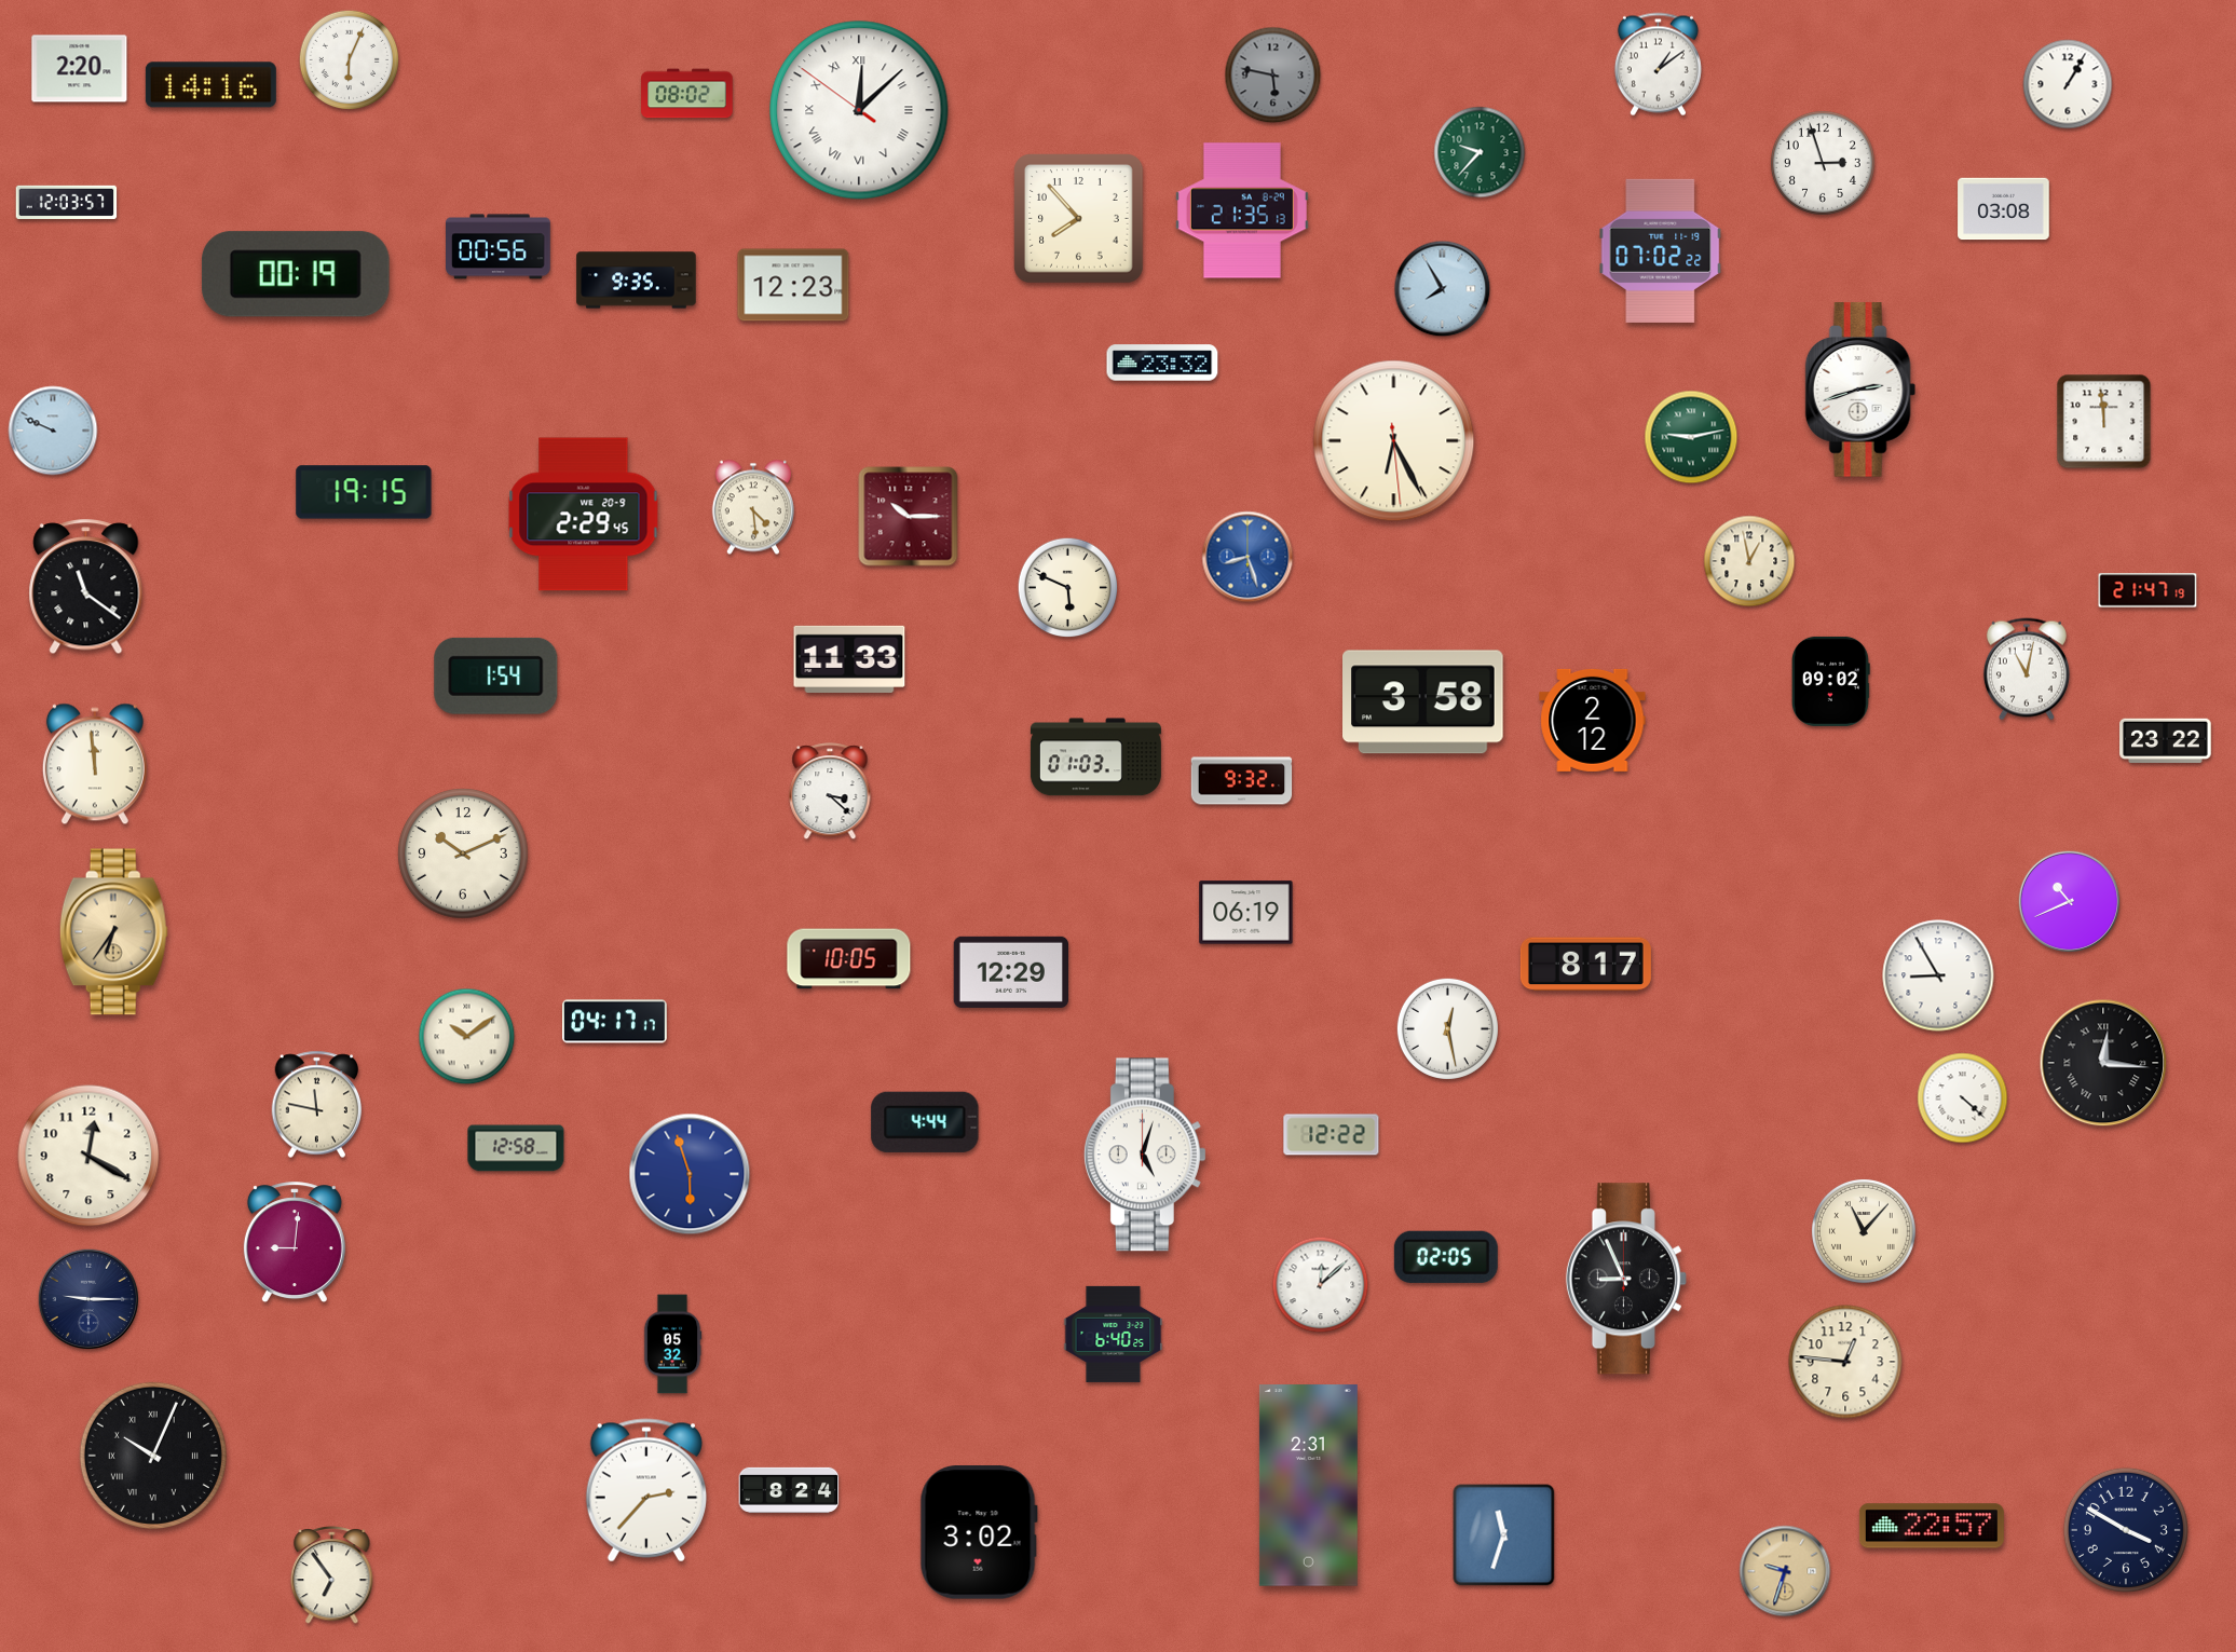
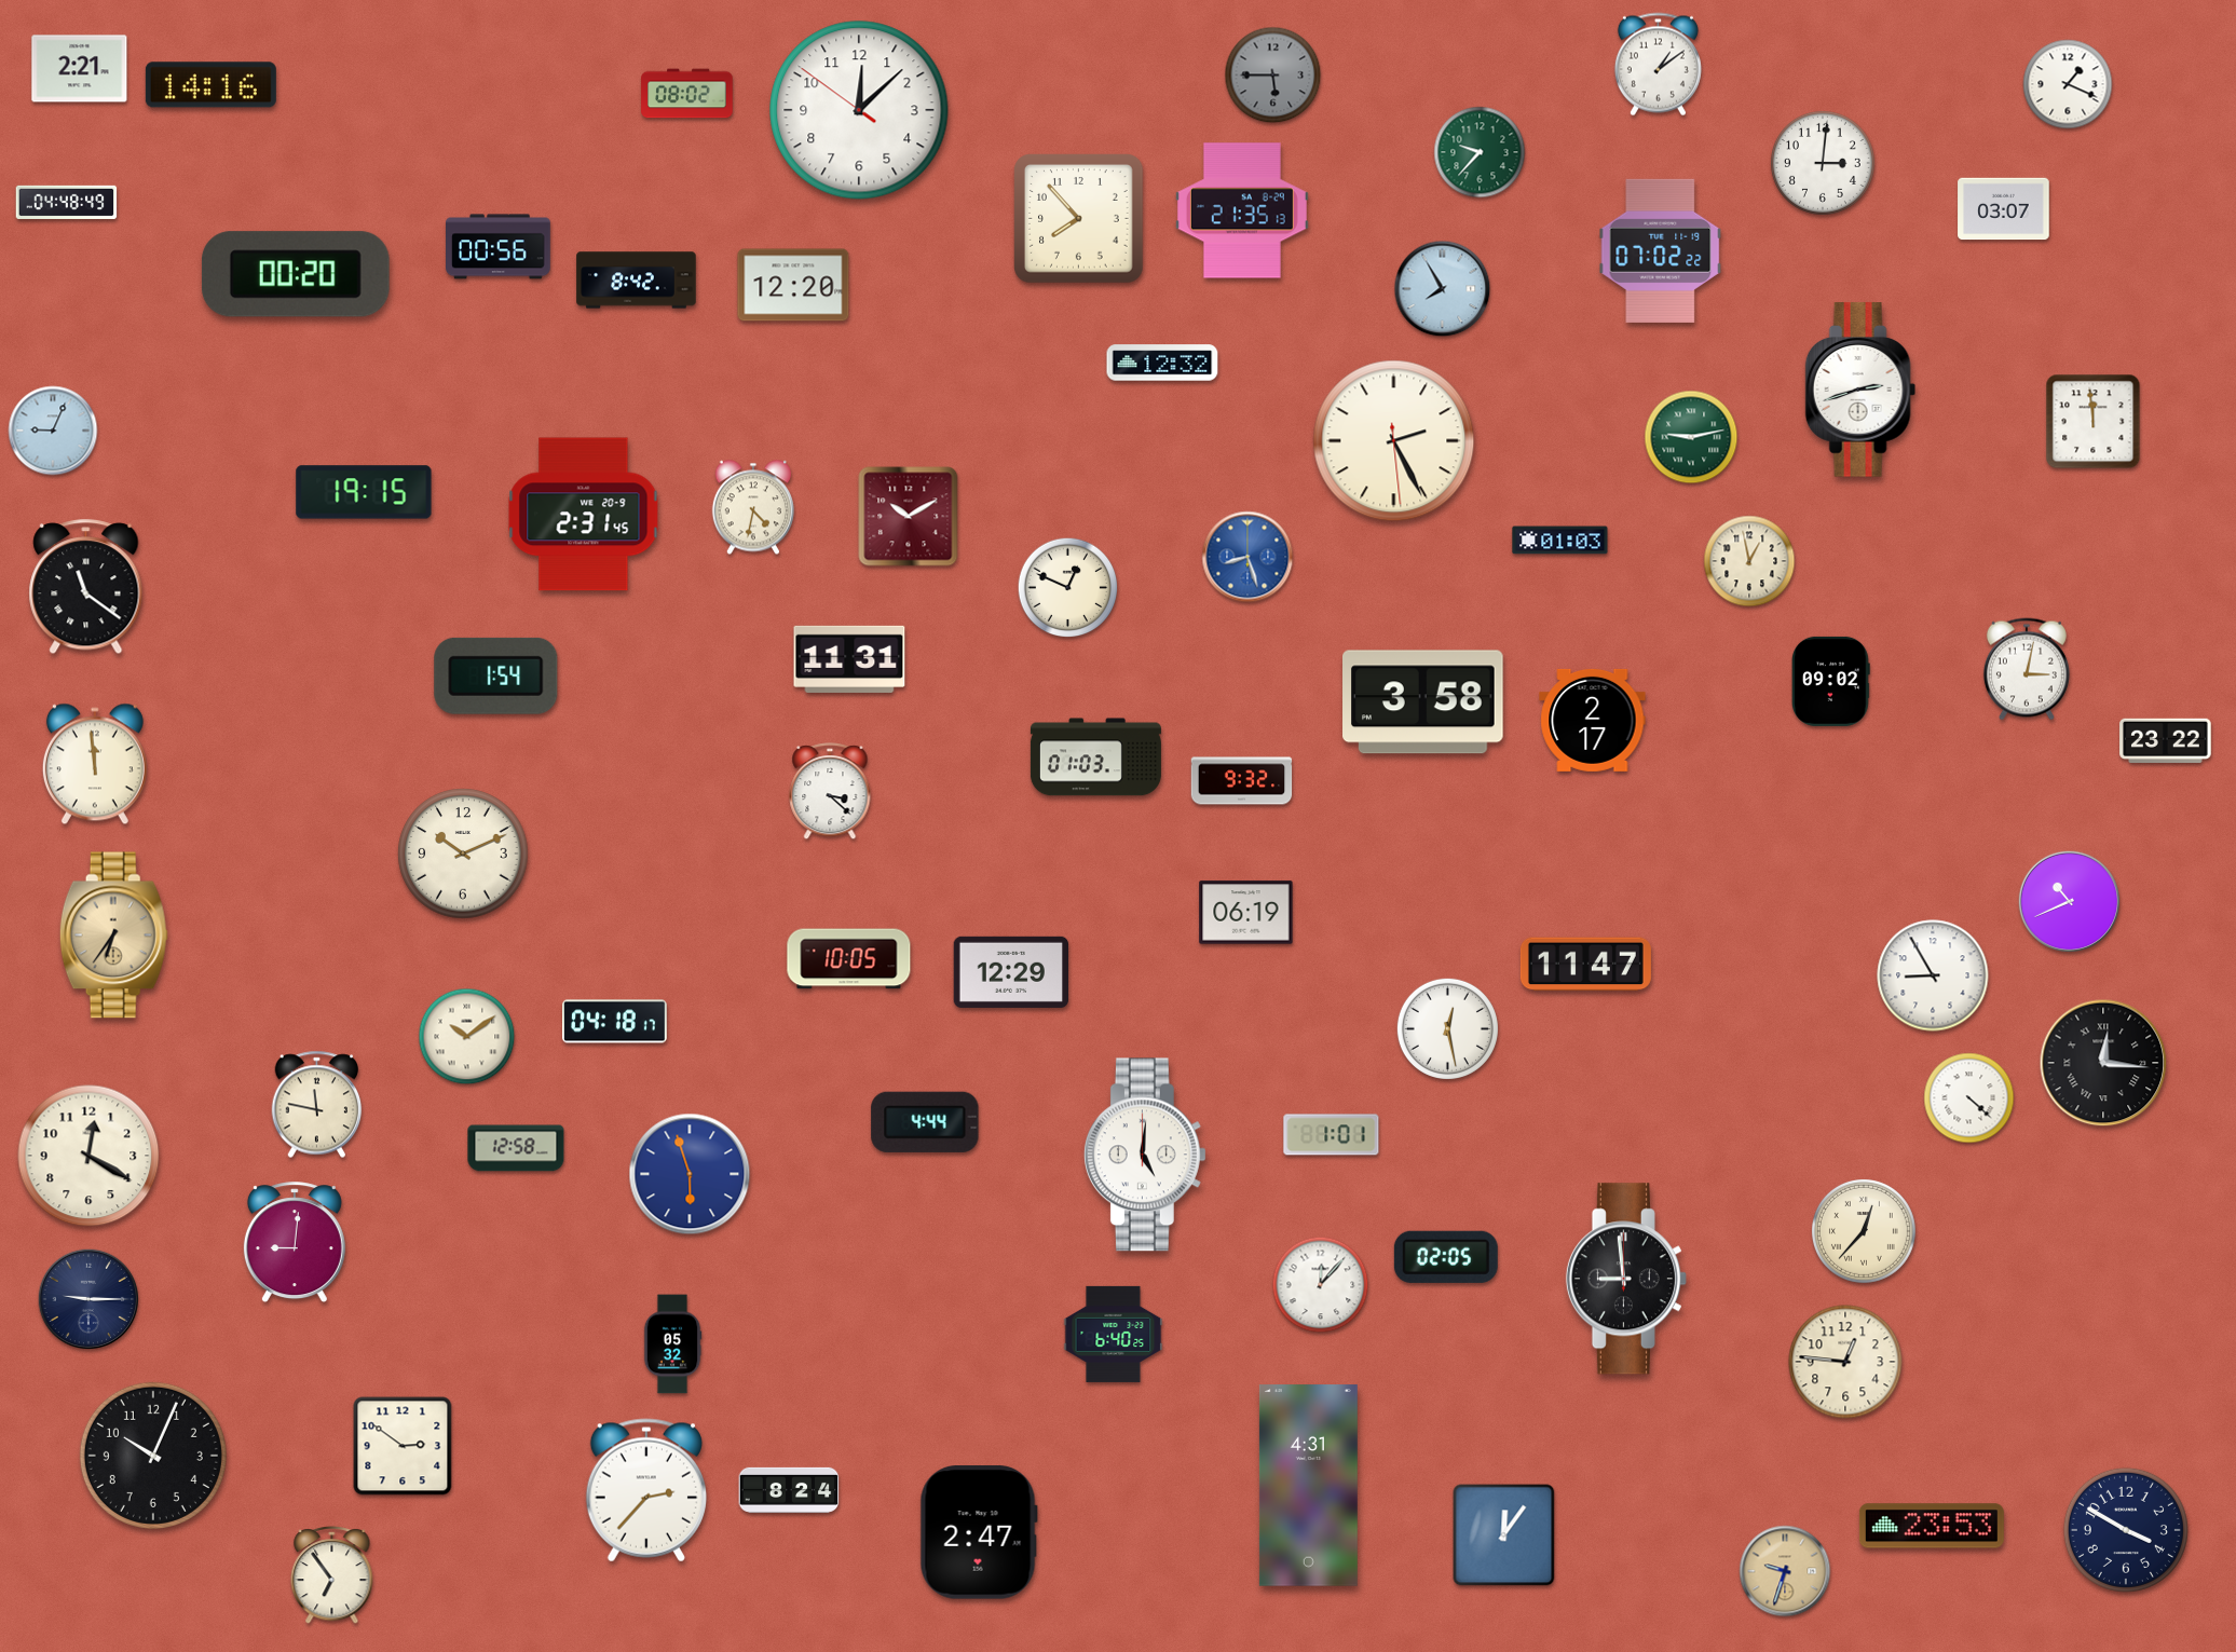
clock at (350, 60): 6:04 -> none
clock at (80, 69): 2:20 -> 2:21
clock at (1273, 76): 5:47 -> 5:45
clock at (2068, 84): 1:05 -> 1:19
clock at (859, 110) numerals: Roman -> Arabic
clock at (1823, 163): 2:57 -> 3:01
clock at (67, 202): 12:03 -> 04:48
clock at (2004, 209): 03:08 -> 03:07
clock at (296, 274): 00:19 -> 00:20
clock at (637, 281): 9:35 -> 8:42
clock at (793, 285): 12:23 -> 12:20
clock at (1162, 363): 23:32 -> 12:32
clock at (2104, 422) position: (2104, 422) -> (2094, 422)
clock at (53, 431): 9:49 -> 9:04
clock at (1394, 441): 6:25 -> 2:25
clock at (753, 507): 4:29 -> 4:32
clock at (584, 515): 2:29 -> 2:31
clock at (909, 517): 10:15 -> 10:10
clock at (1560, 541): none -> 01:03
clock at (1068, 588): 5:49 -> 12:49
clock at (2148, 590): 21:47 -> none
clock at (849, 659): 11:33 -> 11:31
clock at (2027, 669): 11:02 -> 3:02
clock at (1593, 720): 2:12 -> 2:17
clock at (113, 932) position: (113, 932) -> (113, 936)
clock at (1585, 965): 8:17 -> 11:47
clock at (1938, 975) position: (1938, 975) -> (1933, 975)
clock at (615, 1022): 04:17 -> 04:18
clock at (1963, 1098) position: (1963, 1098) -> (1969, 1098)
clock at (1332, 1135): 12:22 -> 1:01
clock at (1145, 1155): 5:03 -> 5:01
clock at (1864, 1231): 11:07 -> 12:37
clock at (1626, 1279): 8:56 -> 8:59
clock at (1321, 1285): 12:08 -> 12:07
clock at (403, 1446): none -> 2:51
clock at (153, 1456) numerals: Roman -> Arabic
clock at (1308, 1486): 2:31 -> 4:31
clock at (1932, 1526): 22:57 -> 23:53
clock at (979, 1532): 3:02 -> 2:47
clock at (1504, 1535): 11:33 -> 12:06
